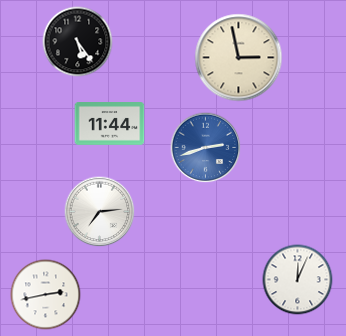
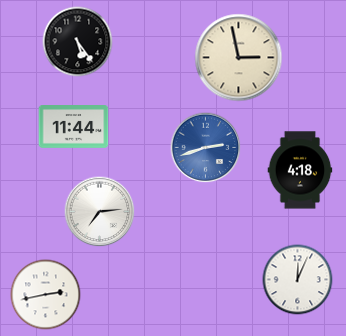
clock at (110, 124) position: (110, 124) -> (74, 127)
clock at (300, 170): none -> 4:18
